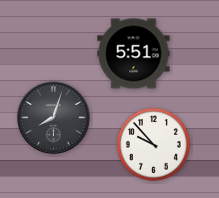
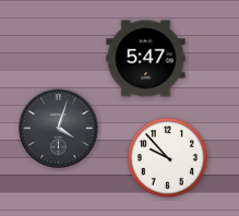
clock at (134, 54): 5:51 -> 5:47
clock at (54, 118): 8:03 -> 4:03
